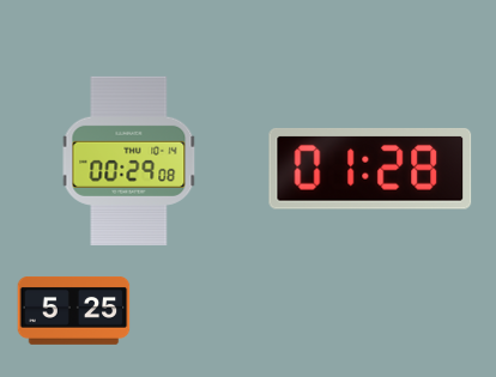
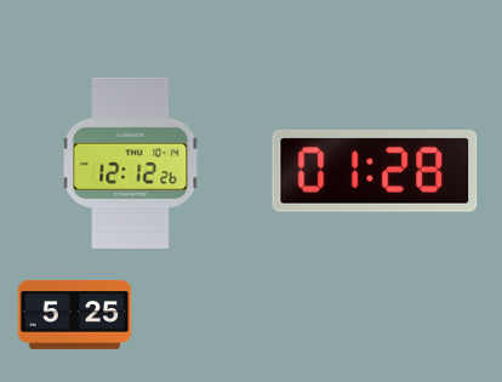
clock at (129, 160): 00:29 -> 12:12
